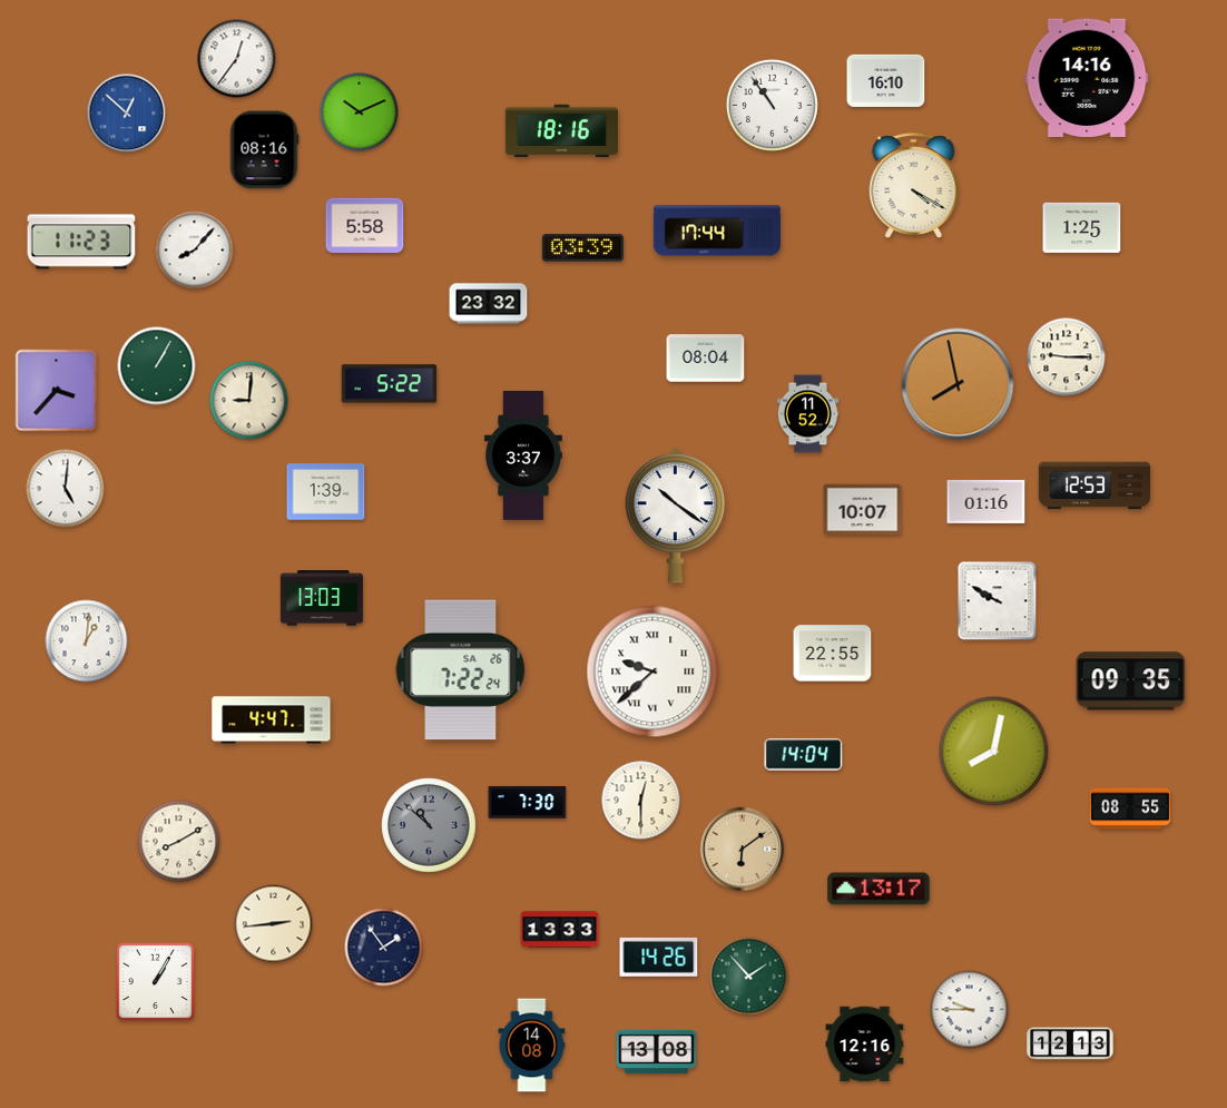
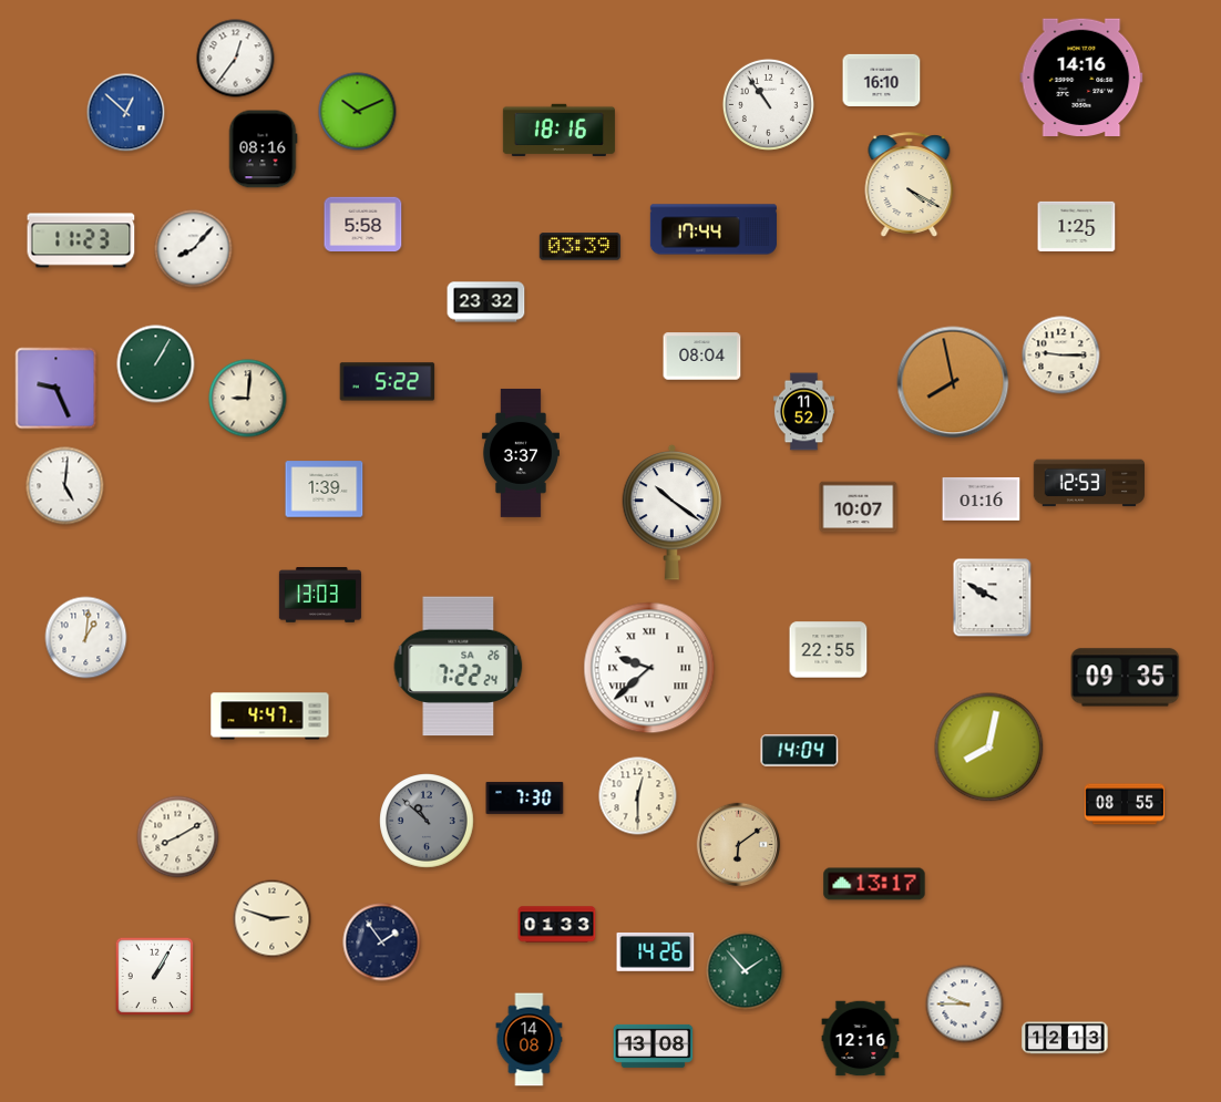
clock at (57, 391): 3:37 -> 9:26
clock at (274, 924): 2:44 -> 2:48
clock at (560, 930): 13:33 -> 01:33
